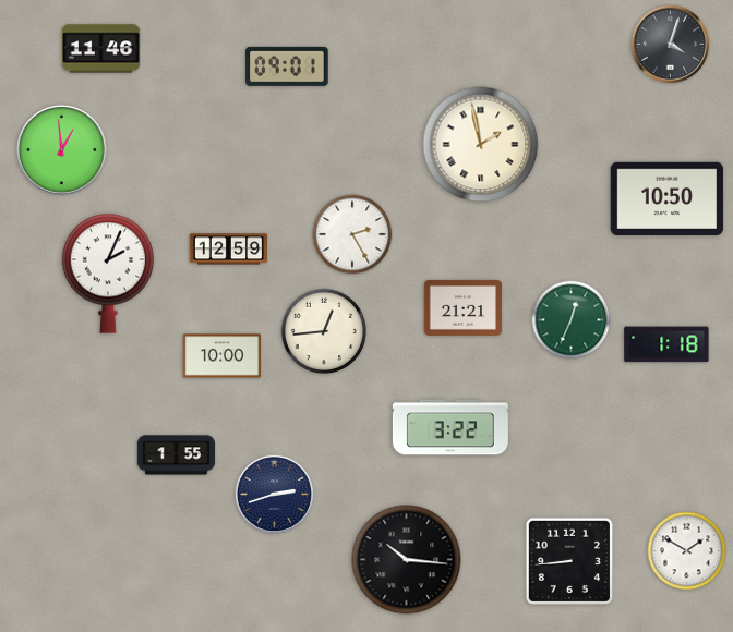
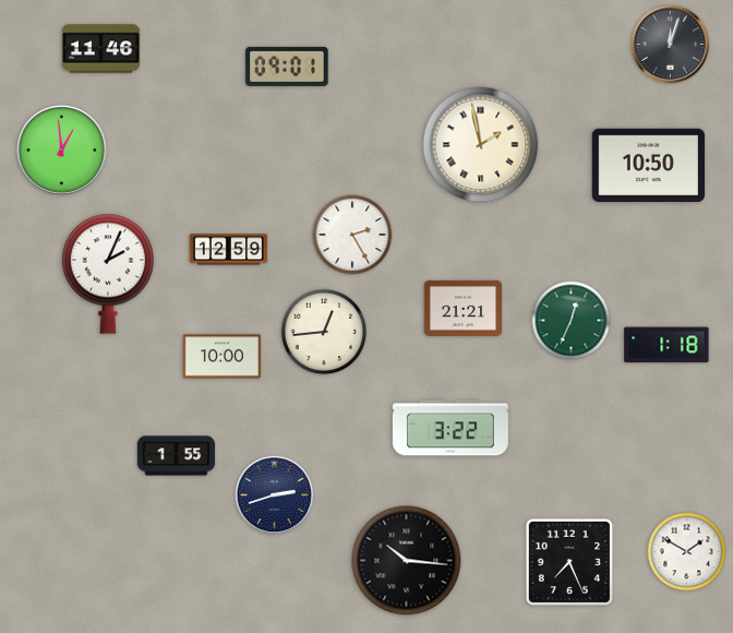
clock at (671, 45): 4:03 -> 12:03
clock at (666, 198) position: (666, 198) -> (648, 165)
clock at (569, 561): 8:44 -> 7:26
